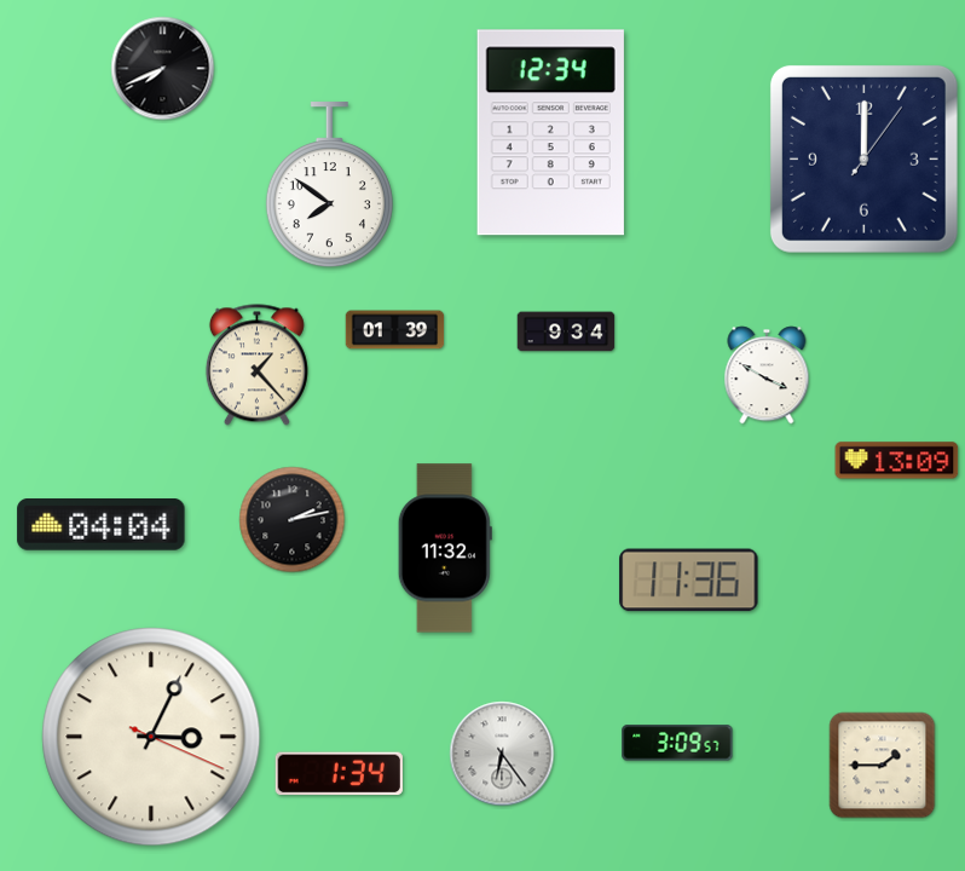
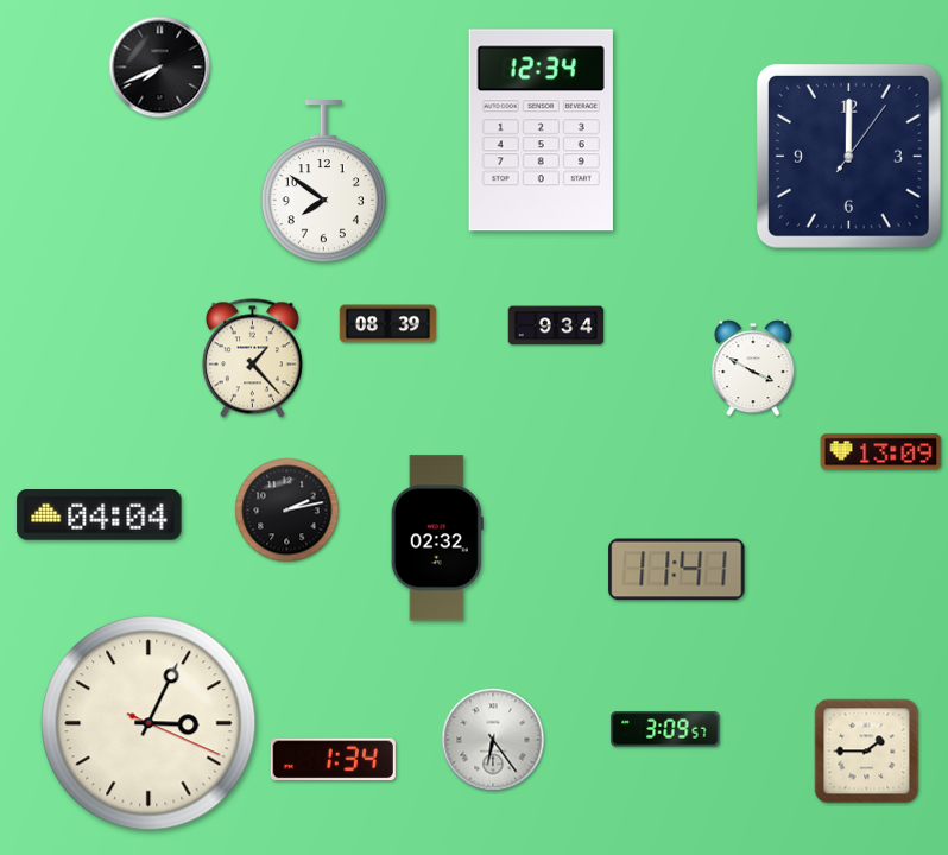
clock at (395, 330): 01:39 -> 08:39
clock at (445, 548): 11:32 -> 02:32
clock at (689, 581): 11:36 -> 11:41
